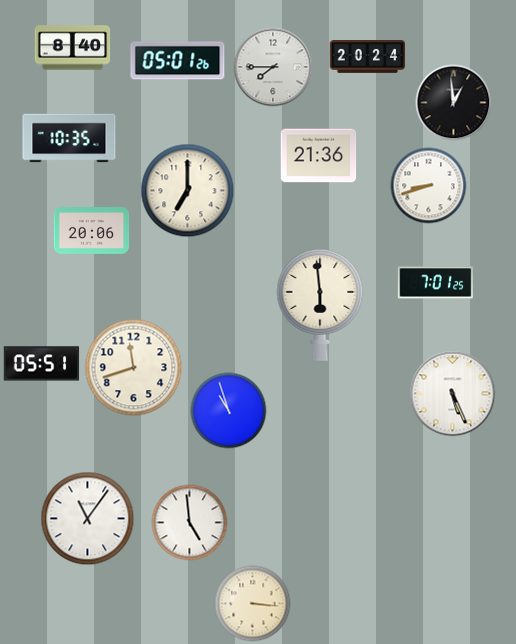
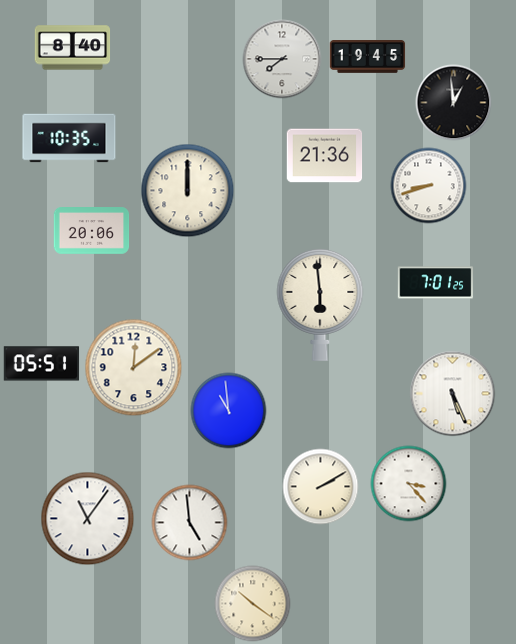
clock at (368, 57): 20:24 -> 19:45
clock at (178, 61): 05:01 -> none
clock at (273, 67) position: (273, 67) -> (282, 59)
clock at (319, 156) position: (319, 156) -> (325, 156)
clock at (188, 191): 7:00 -> 12:00
clock at (134, 368): 11:42 -> 12:09
clock at (229, 411): 10:57 -> 10:59
clock at (409, 484): none -> 3:23
clock at (321, 487): none -> 2:10
clock at (253, 604): 3:16 -> 10:21
